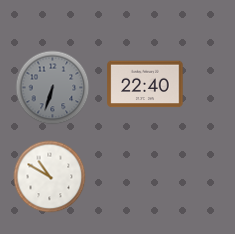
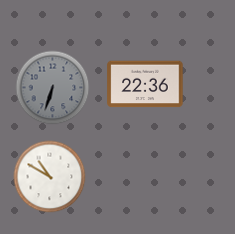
clock at (145, 84): 22:40 -> 22:36
